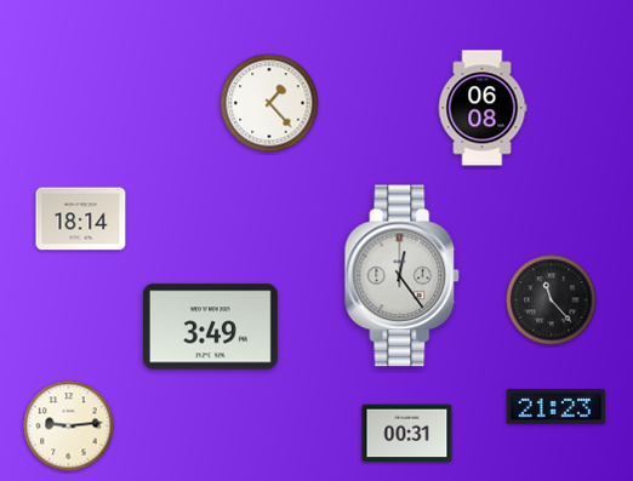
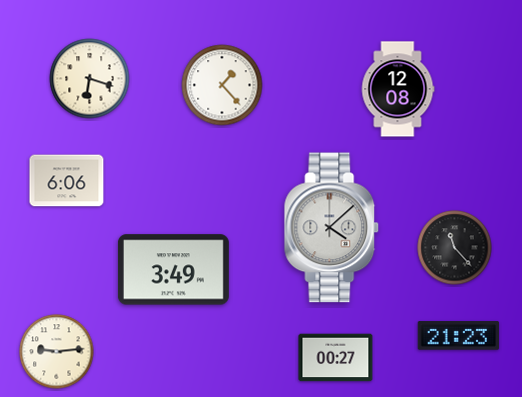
clock at (90, 79): none -> 6:18
clock at (483, 108): 06:08 -> 12:08
clock at (81, 219): 18:14 -> 6:06
clock at (403, 276): 12:24 -> 4:08
clock at (407, 434): 00:31 -> 00:27
